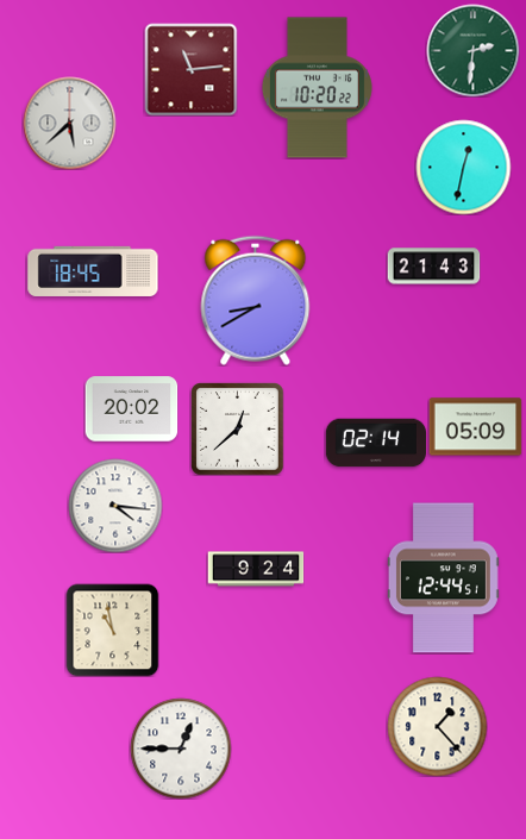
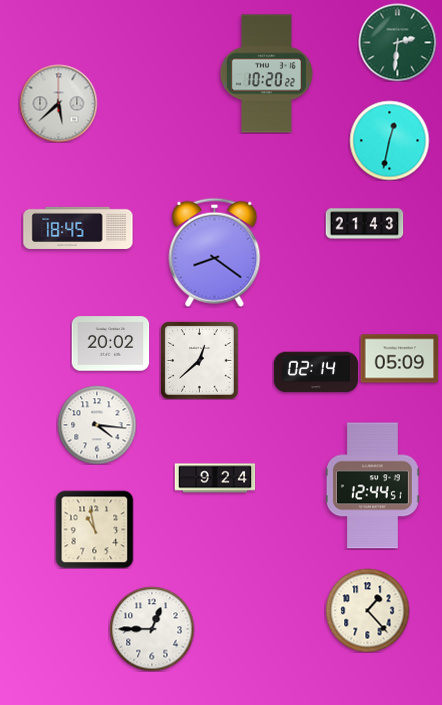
clock at (190, 69): 11:14 -> none
clock at (256, 300): 8:40 -> 8:21
